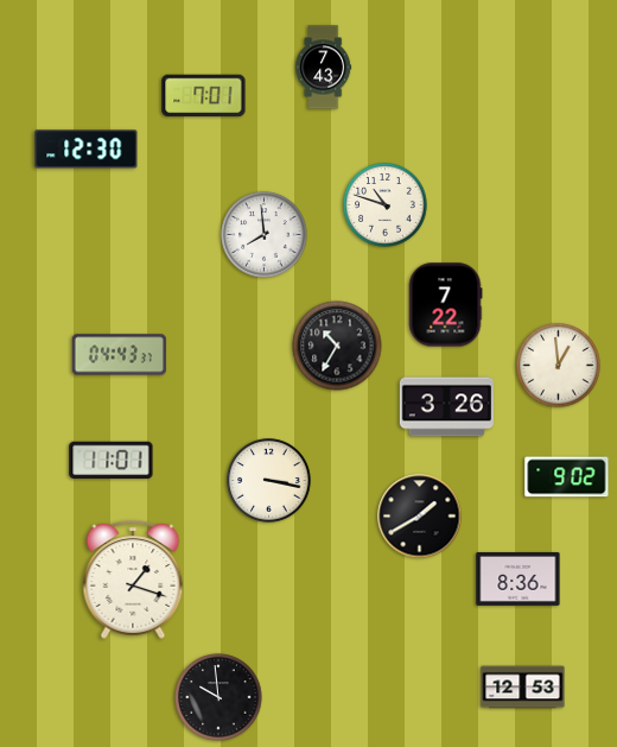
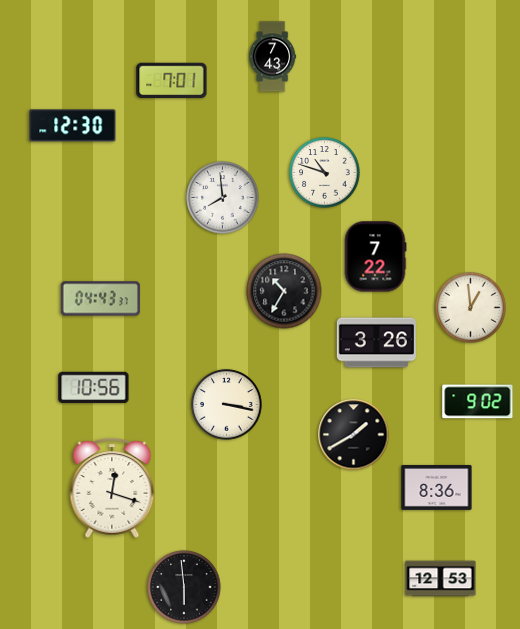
clock at (112, 460): 11:01 -> 10:56
clock at (133, 580): 1:18 -> 12:18
clock at (218, 697): 9:59 -> 5:59
